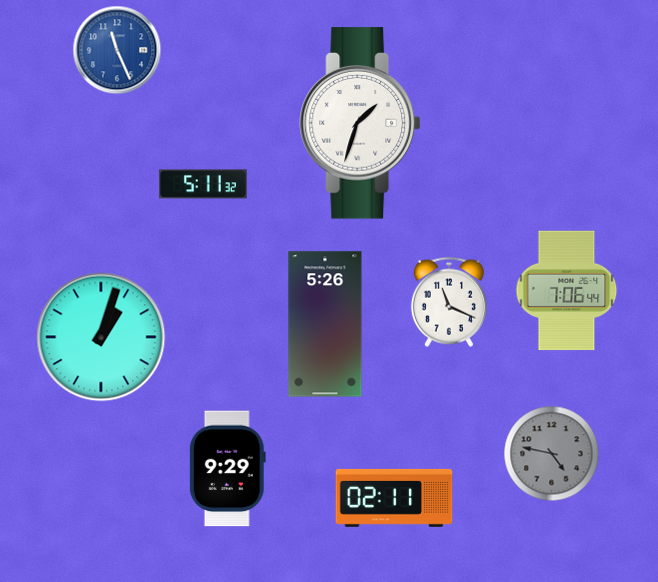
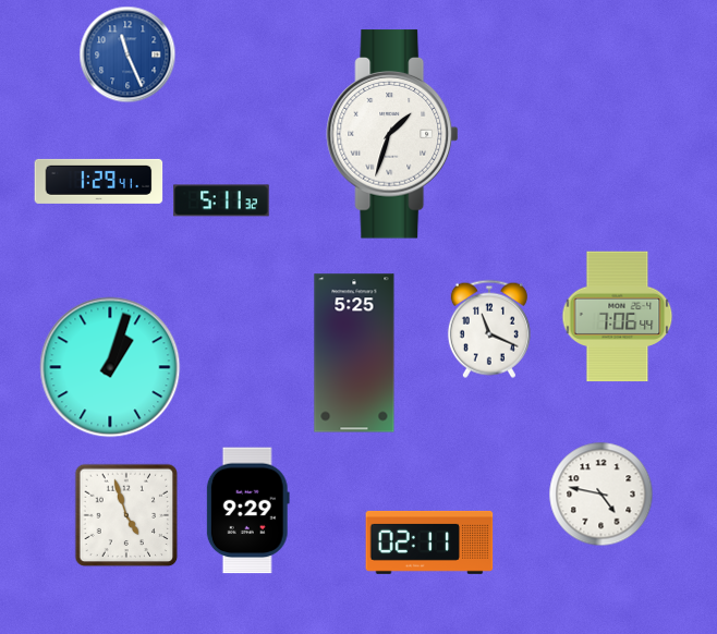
clock at (99, 181): none -> 1:29
clock at (325, 324): 5:26 -> 5:25
clock at (551, 453) dial: grey -> white
clock at (126, 515): none -> 4:57
